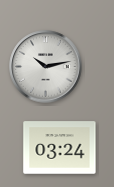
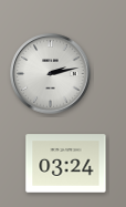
clock at (46, 67): 10:13 -> 2:13
